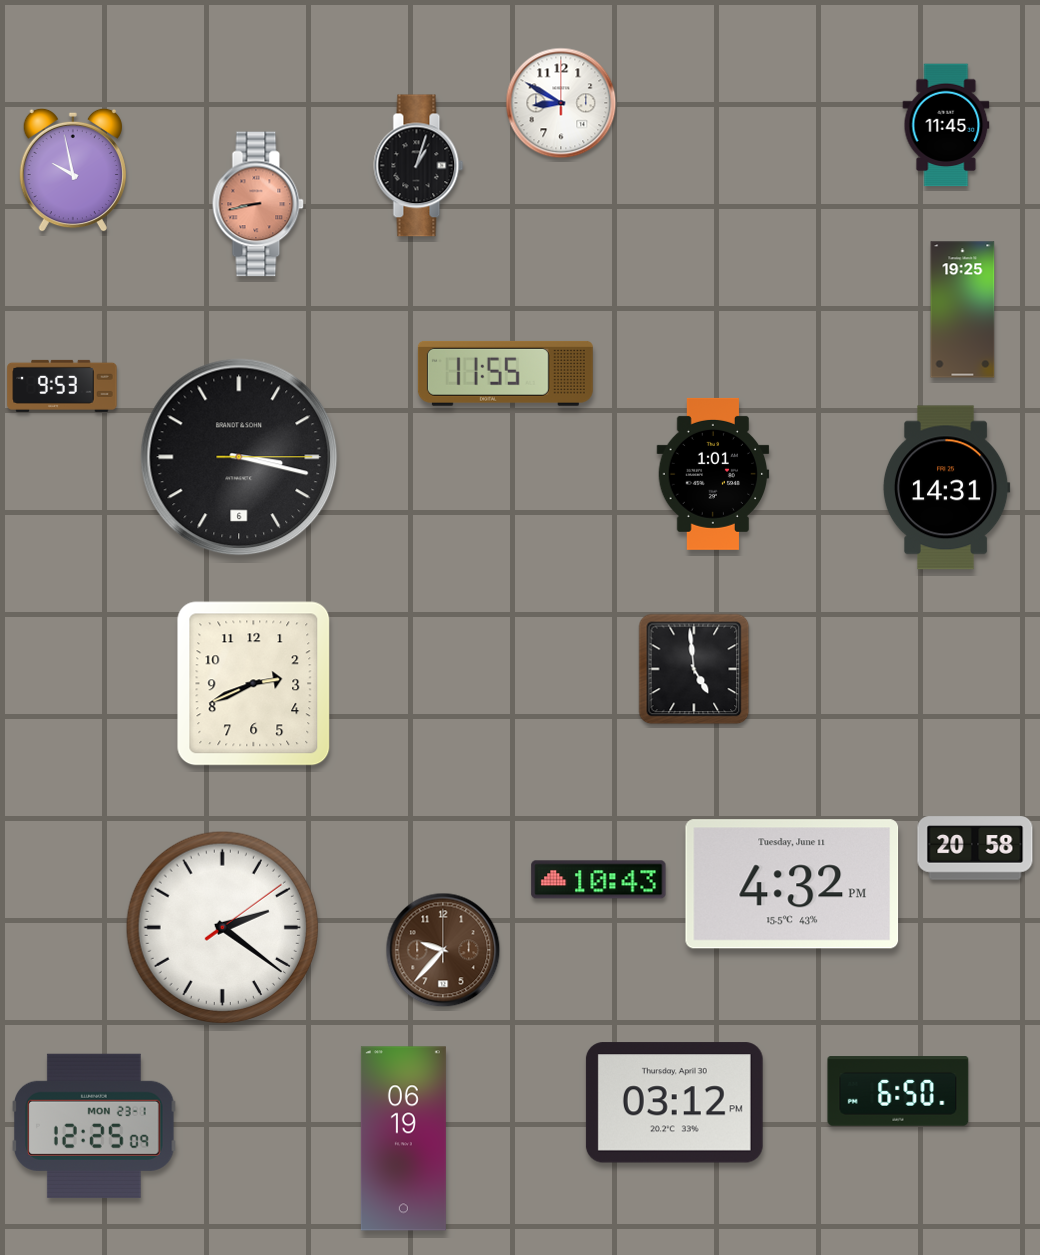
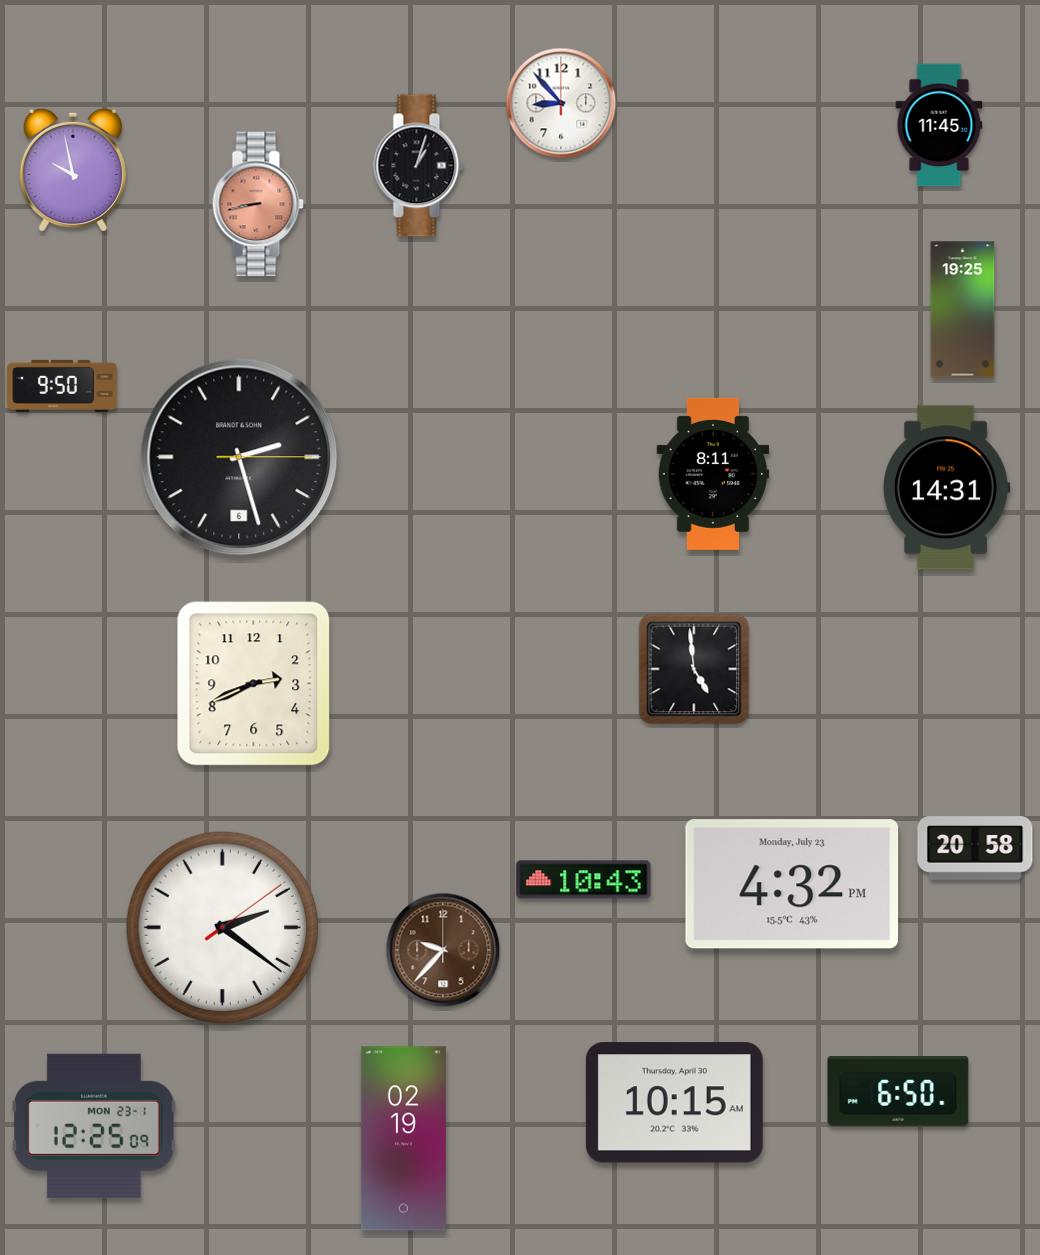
clock at (561, 103): 8:50 -> 8:53
clock at (946, 125) position: (946, 125) -> (939, 125)
clock at (505, 373): 11:55 -> none
clock at (62, 386): 9:53 -> 9:50
clock at (239, 457): 3:17 -> 2:27
clock at (713, 474): 1:01 -> 8:11
clock at (599, 880) position: (599, 880) -> (584, 880)
clock at (792, 884) date: Tuesday, June 11 -> Monday, July 23
clock at (674, 1103): 03:12 -> 10:15
clock at (403, 1139): 06:19 -> 02:19
